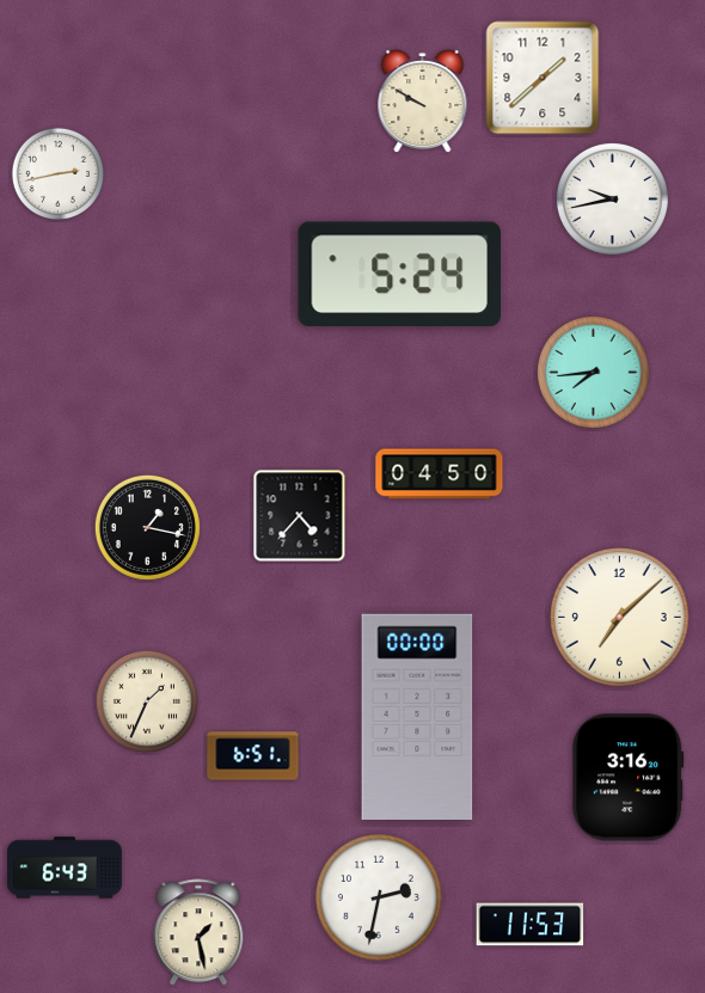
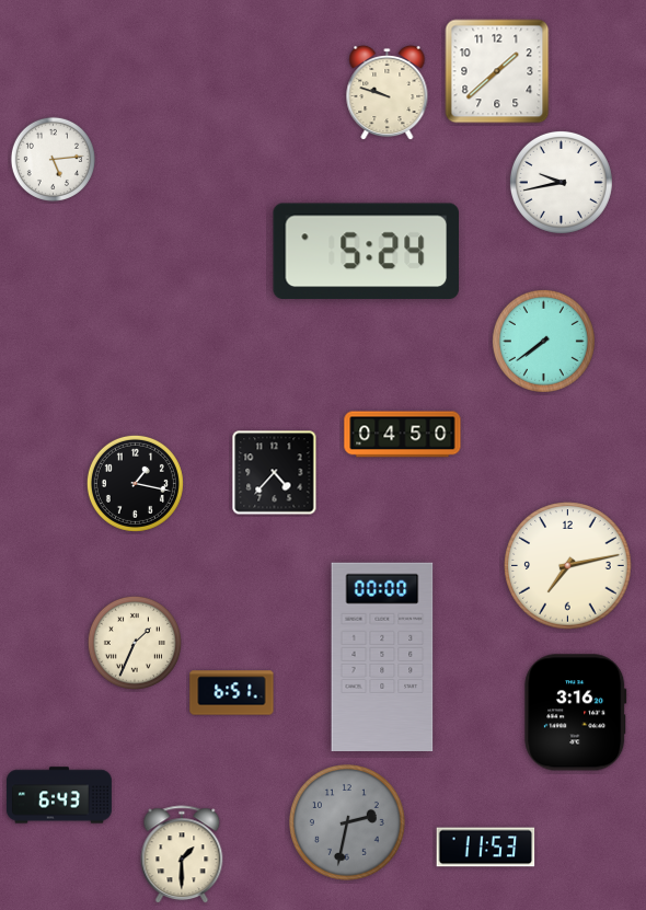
clock at (423, 102): 9:50 -> 9:48
clock at (57, 173): 2:43 -> 5:14
clock at (593, 372): 7:44 -> 7:39
clock at (620, 618): 7:08 -> 7:13
clock at (380, 899) dial: white -> grey
clock at (198, 933): 1:28 -> 1:30
